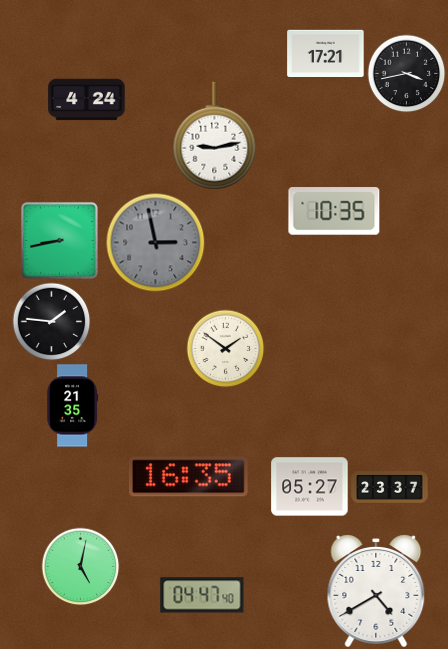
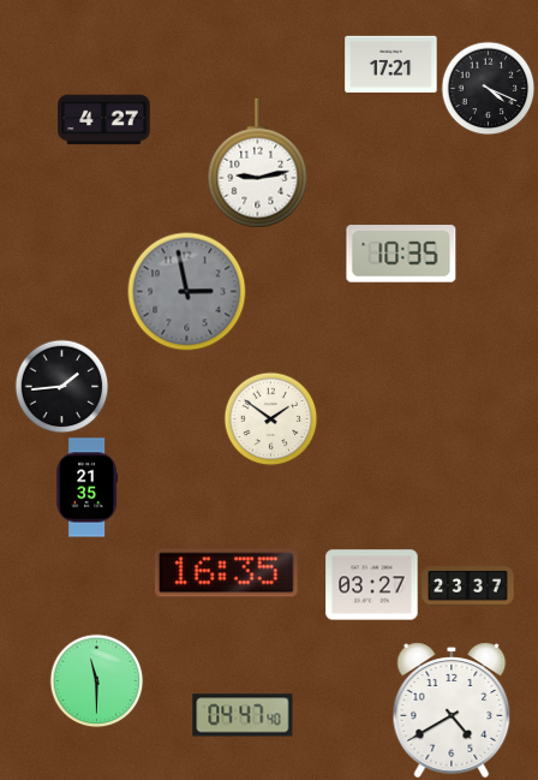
clock at (406, 73): 3:43 -> 4:19
clock at (87, 100): 4:24 -> 4:27
clock at (59, 240): 8:43 -> none
clock at (51, 321): 1:46 -> 1:44
clock at (310, 487): 05:27 -> 03:27
clock at (80, 566): 5:02 -> 11:30
